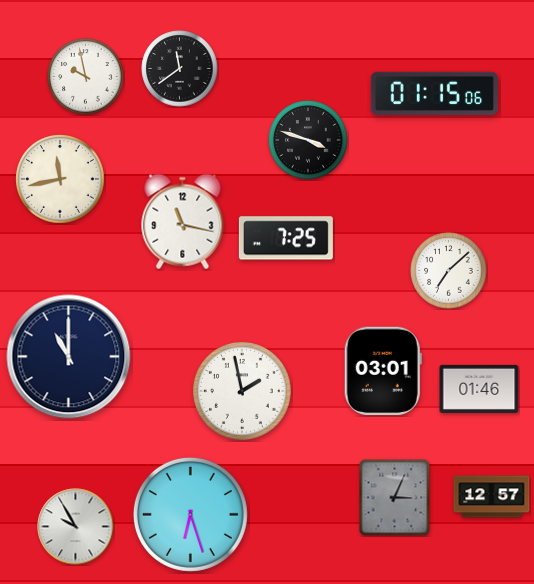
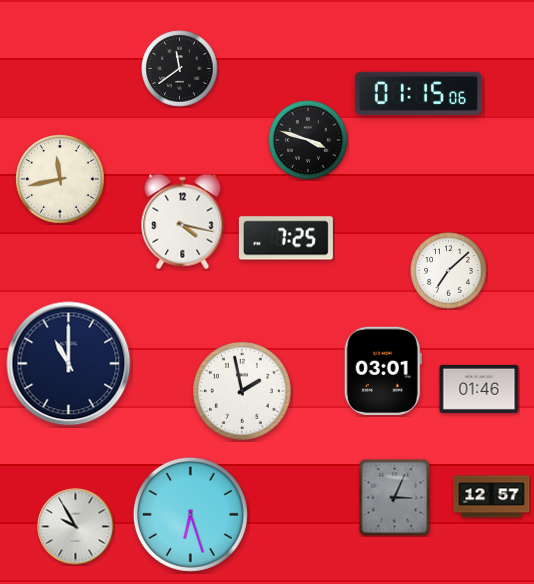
clock at (86, 77): 9:58 -> none
clock at (434, 93) position: (434, 93) -> (418, 93)
clock at (183, 222): 11:17 -> 4:17
clock at (69, 357) position: (69, 357) -> (69, 364)
